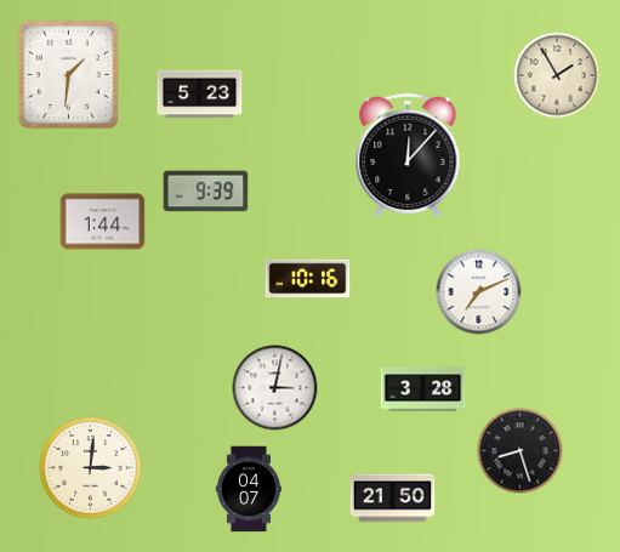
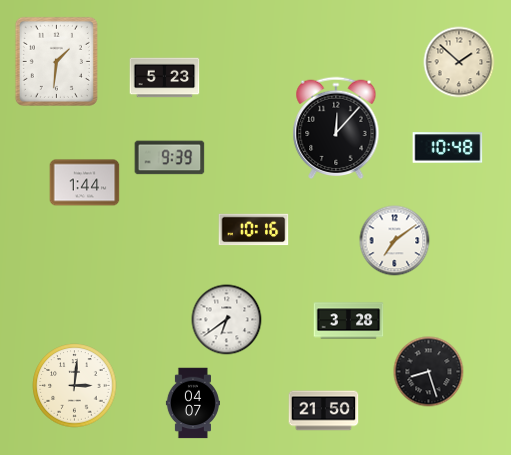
clock at (557, 75): 1:55 -> 1:52
clock at (448, 148): none -> 10:48
clock at (479, 292): 7:11 -> 7:09
clock at (275, 388): 3:02 -> 6:39
clock at (249, 489) position: (249, 489) -> (193, 403)
